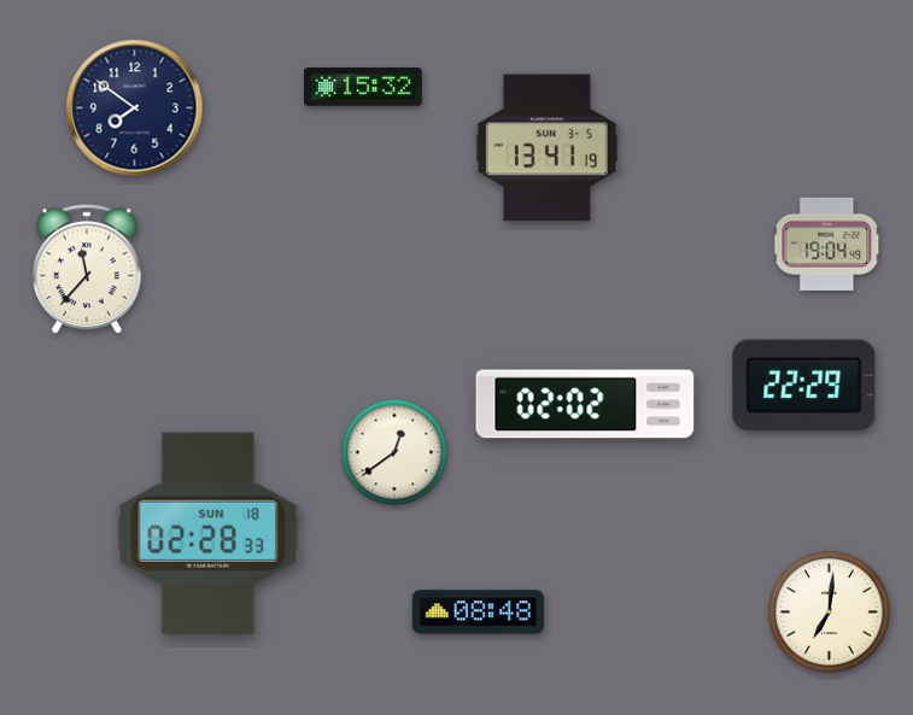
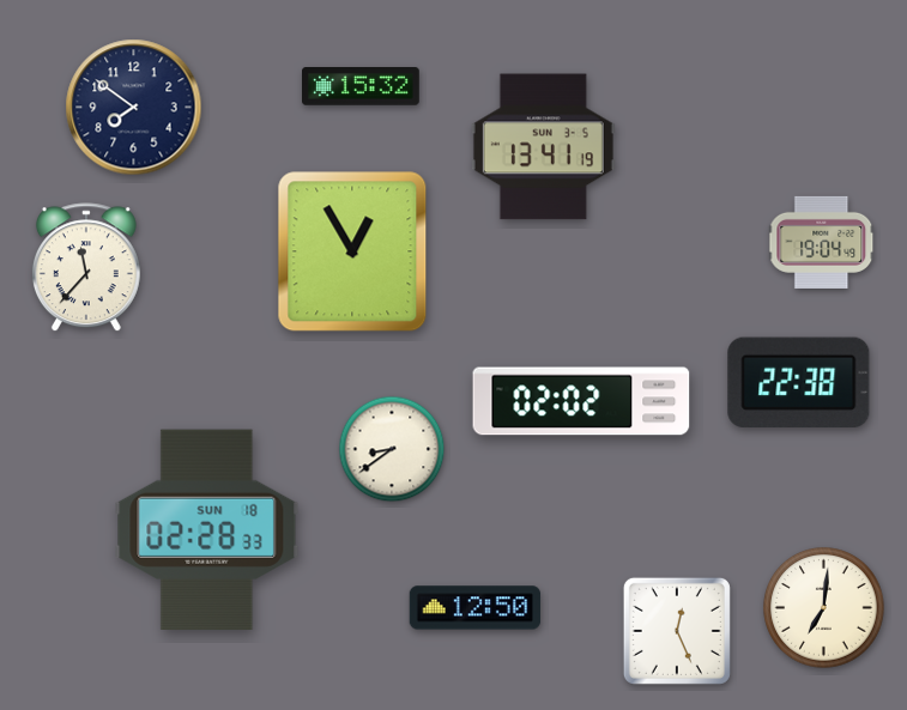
clock at (352, 251): none -> 12:55
clock at (804, 386): 22:29 -> 22:38
clock at (394, 452): 12:39 -> 8:39
clock at (479, 613): 08:48 -> 12:50
clock at (677, 631): none -> 12:26
